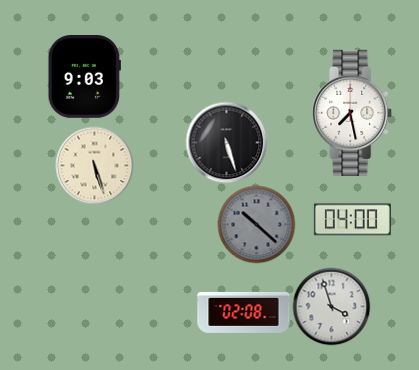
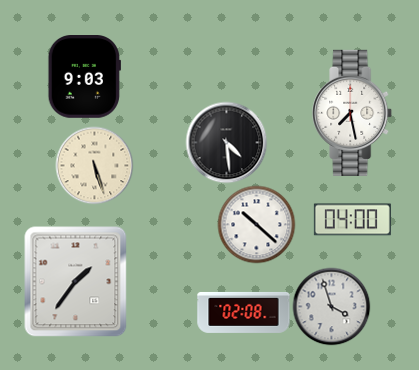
clock at (226, 142): 5:27 -> 4:29
clock at (256, 224) dial: grey -> white
clock at (76, 282): none -> 1:36
